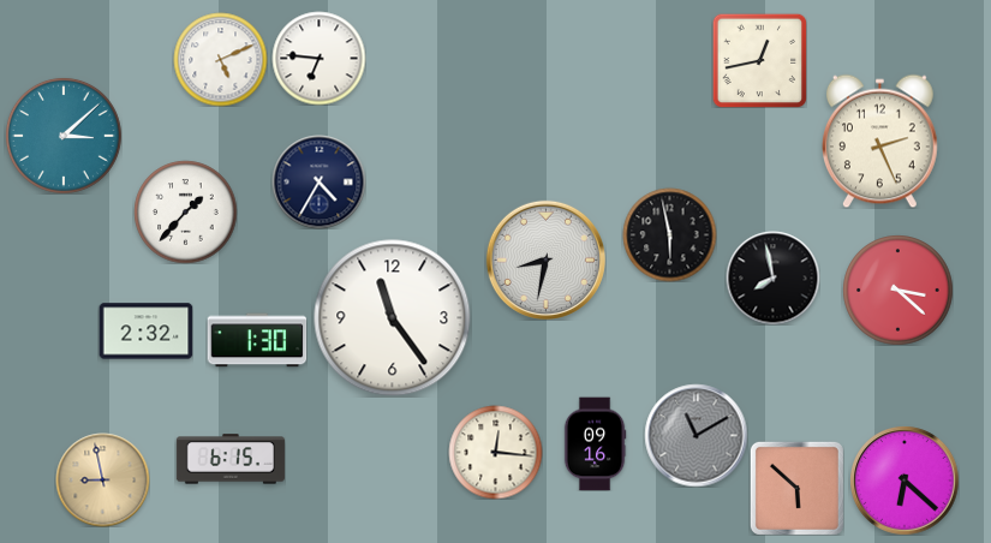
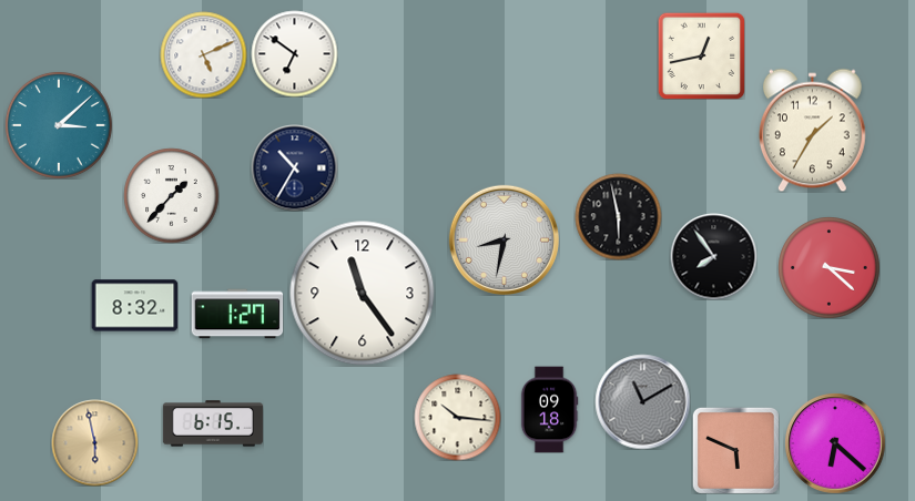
clock at (318, 58): 6:46 -> 6:51
clock at (879, 141): 2:26 -> 1:35
clock at (318, 181): 4:35 -> 10:35
clock at (772, 278): 7:58 -> 7:54
clock at (145, 332): 2:32 -> 8:32
clock at (257, 340): 1:30 -> 1:27
clock at (595, 443): 09:16 -> 09:18
clock at (495, 452): 12:16 -> 10:16
clock at (102, 479): 8:58 -> 5:58
clock at (796, 488): 5:52 -> 5:49
